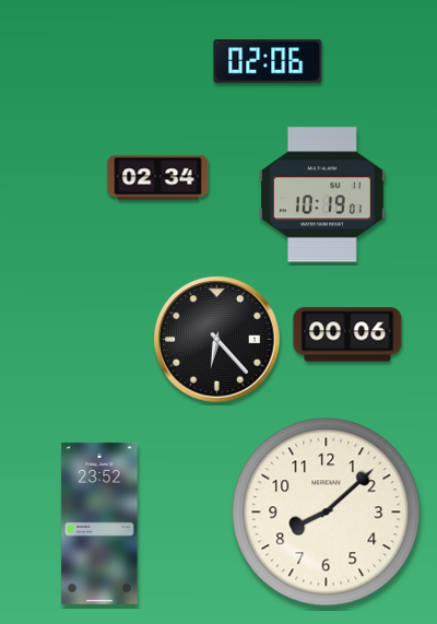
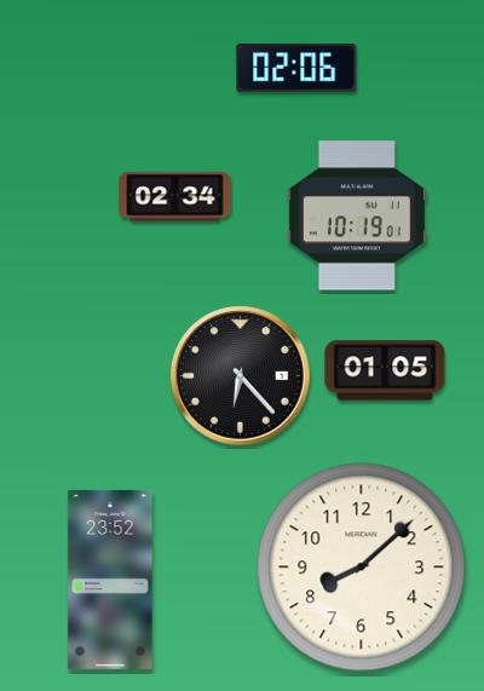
clock at (347, 334): 00:06 -> 01:05
